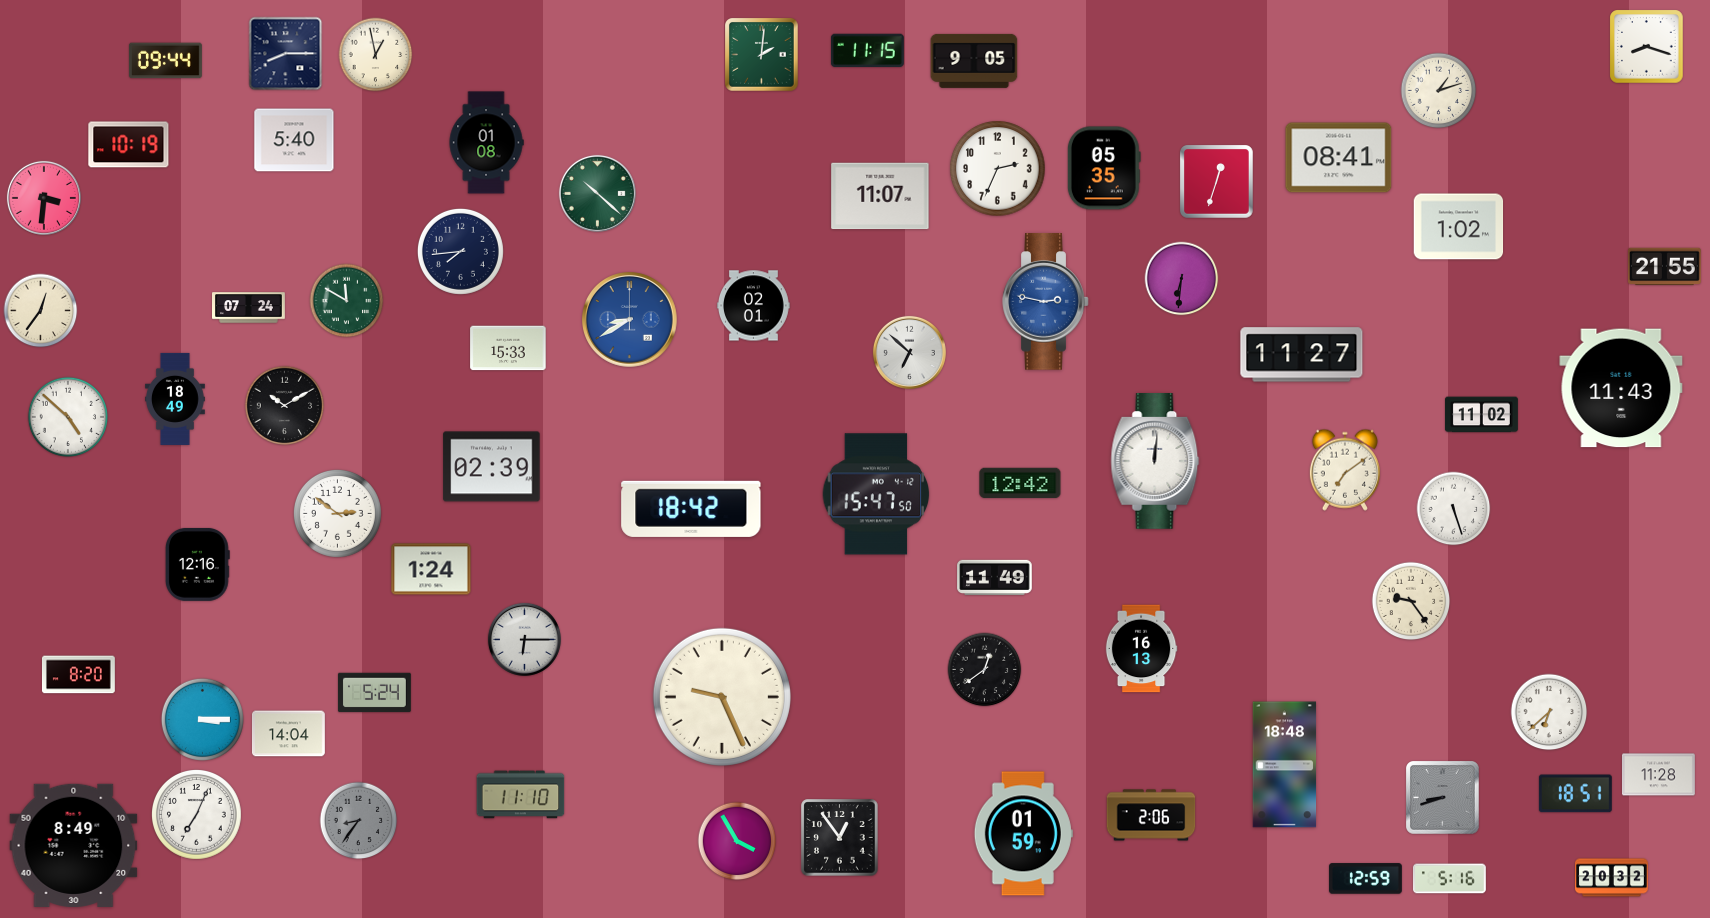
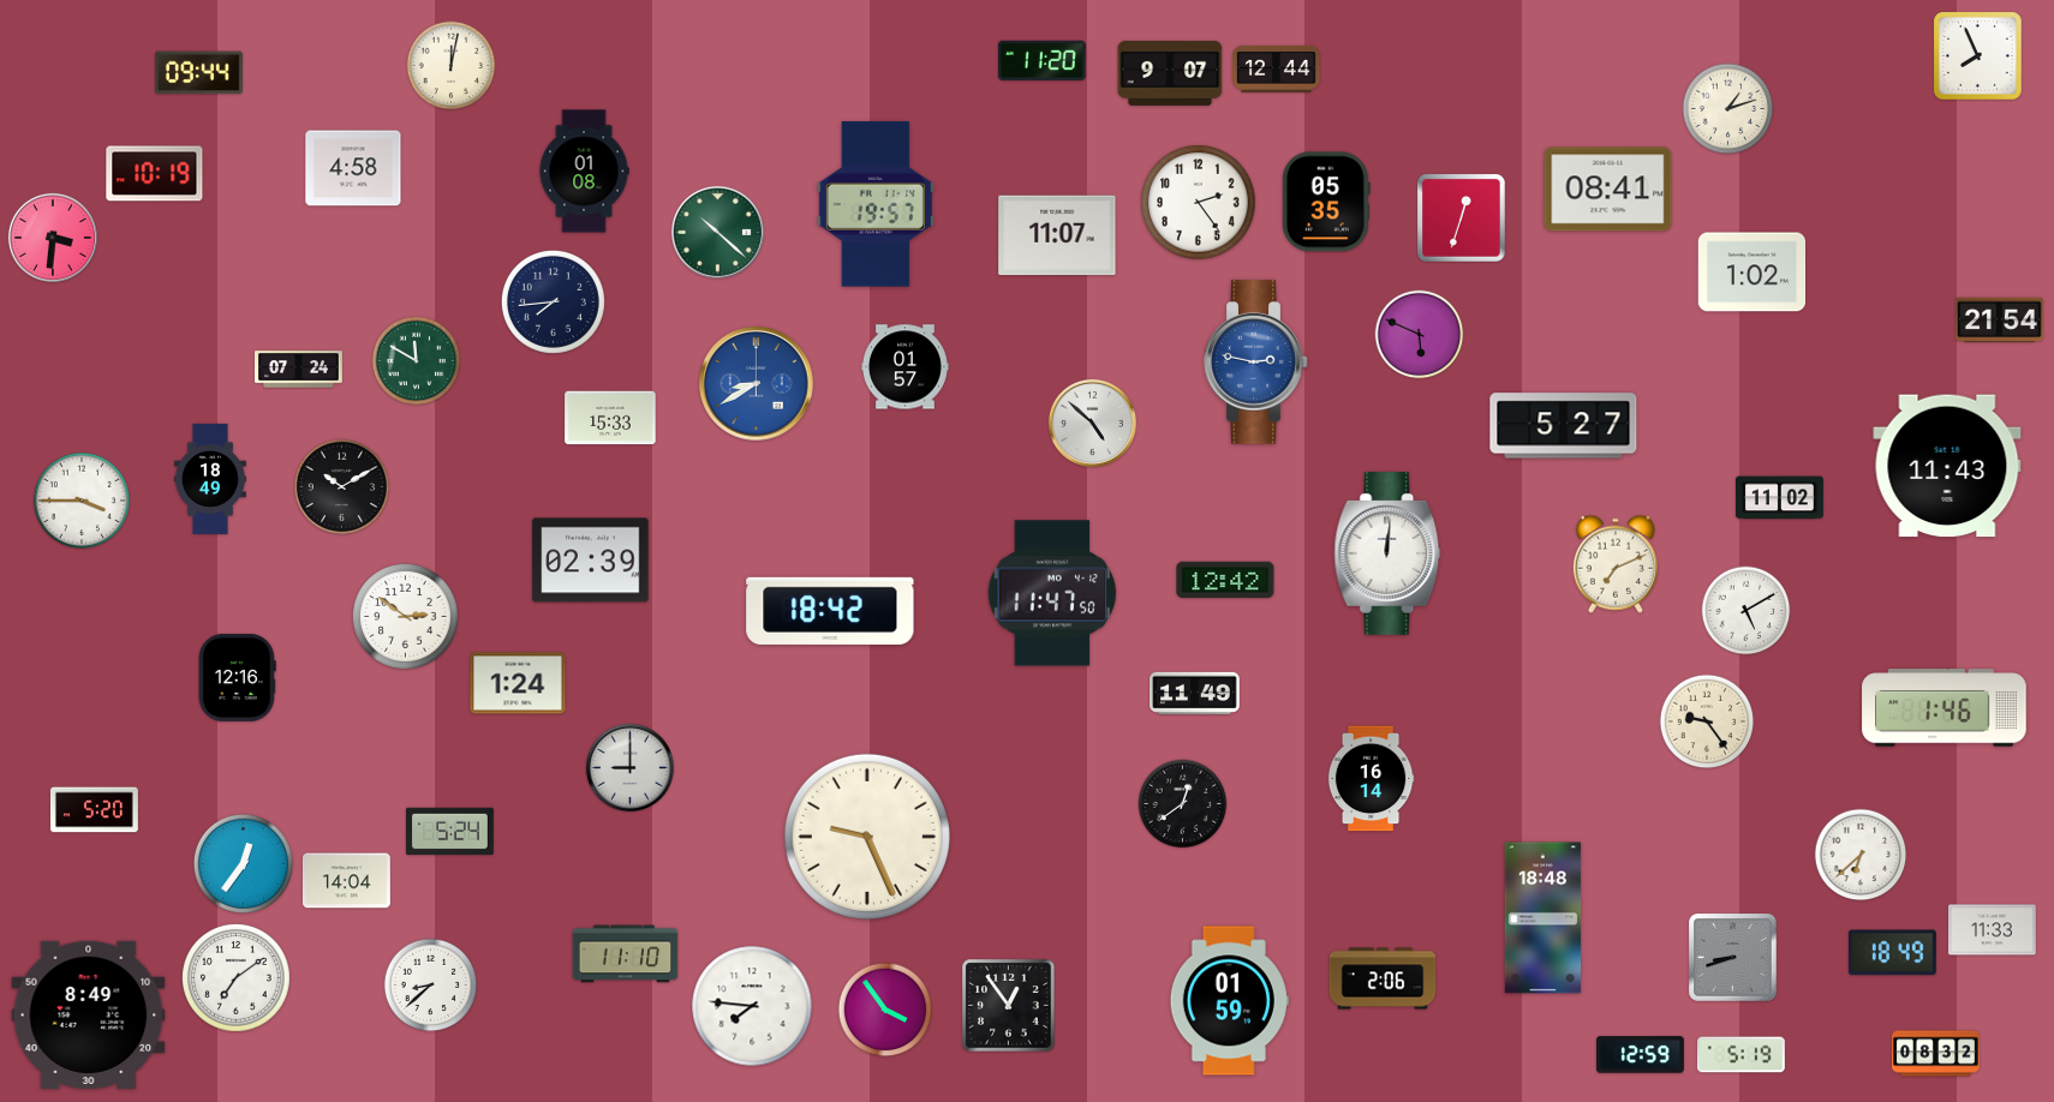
clock at (1647, 47): 8:18 -> 7:56
clock at (867, 51): 11:15 -> 11:20
clock at (286, 54): 8:15 -> none
clock at (376, 55): 12:58 -> 12:02
clock at (762, 55): 2:01 -> none
clock at (1276, 68): none -> 12:44
clock at (974, 61): 9:05 -> 9:07
clock at (294, 140): 5:40 -> 4:58
clock at (998, 169): 2:34 -> 2:24
clock at (876, 204): none -> 19:57
clock at (1664, 267): 21:55 -> 21:54
clock at (1182, 279): 6:31 -> 5:49
clock at (753, 306): 02:01 -> 01:57
clock at (41, 311): 12:36 -> none
clock at (909, 352): 6:52 -> 4:52
clock at (1302, 355): 11:27 -> 5:27
clock at (67, 416): 4:52 -> 3:45
clock at (1345, 470): 7:09 -> 7:11
clock at (876, 494): 15:47 -> 11:47
clock at (1454, 509): 5:27 -> 5:10
clock at (1945, 708): none -> 1:46
clock at (1411, 601) position: (1411, 601) -> (1707, 721)
clock at (524, 639): 6:15 -> 9:00
clock at (1141, 649): 16:13 -> 16:14
clock at (78, 675): 8:20 -> 5:20
clock at (202, 719): 3:15 -> 12:36
clock at (1658, 775): 11:28 -> 11:33
clock at (1575, 794): 18:51 -> 18:49
clock at (197, 815): 7:04 -> 7:09
clock at (359, 821): 8:36 -> 8:38
clock at (359, 821) dial: grey -> white
clock at (752, 1006): none -> 7:46
clock at (737, 841): 3:55 -> 3:54
clock at (1612, 878): 20:32 -> 08:32
clock at (1449, 879): 5:16 -> 5:19
